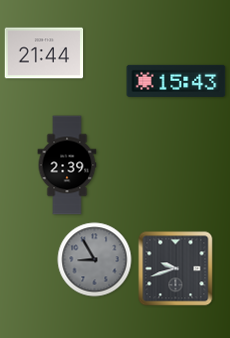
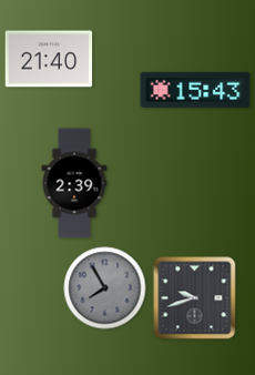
clock at (44, 53): 21:44 -> 21:40
clock at (95, 260): 8:55 -> 7:55
